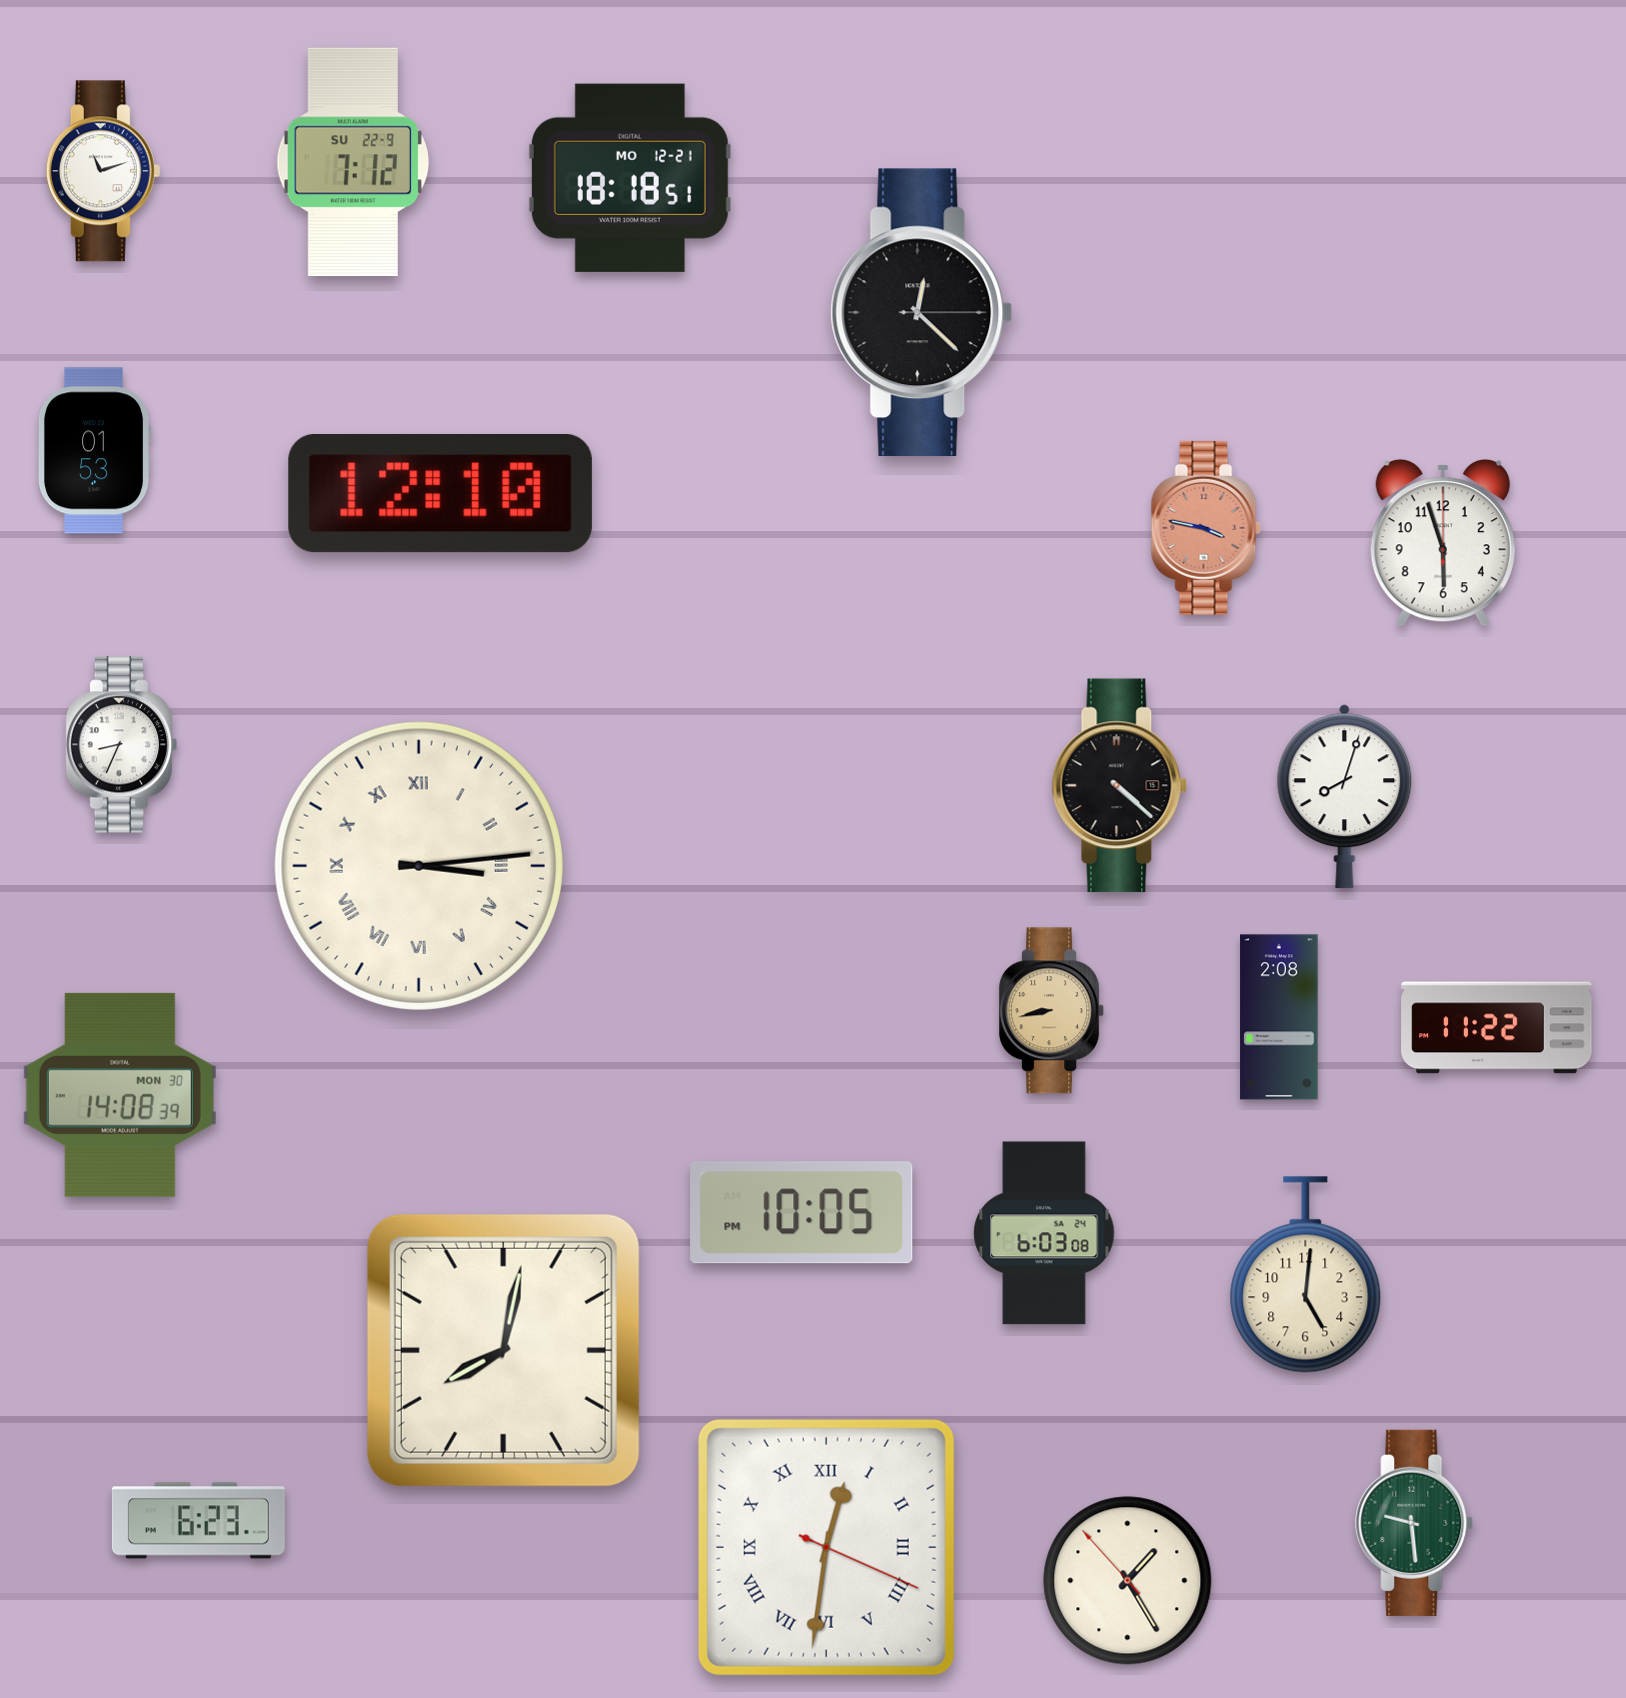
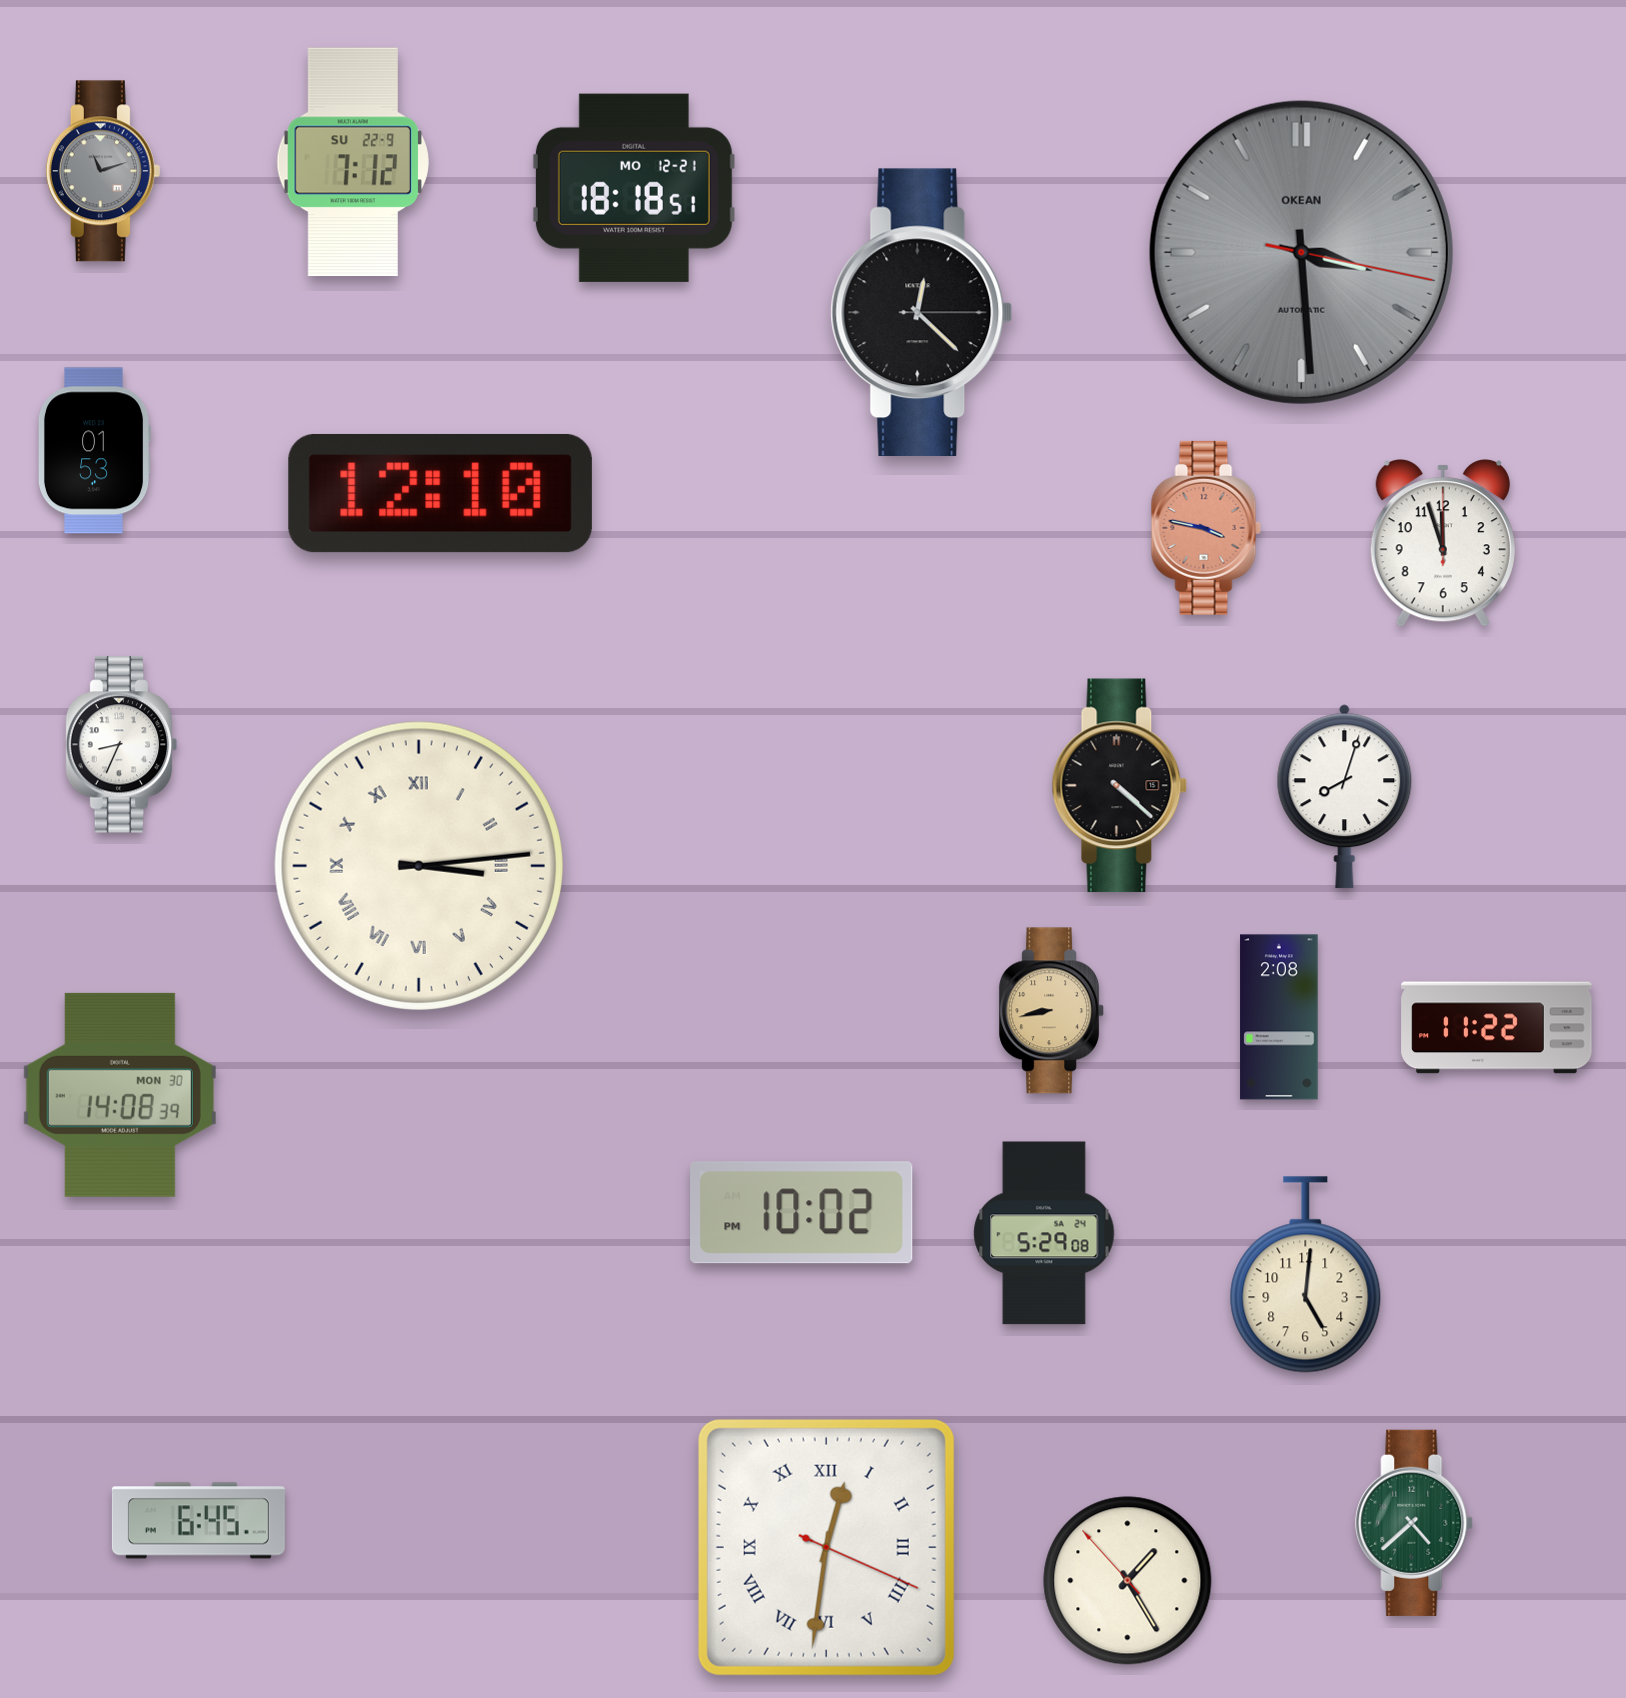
clock at (103, 171) dial: white -> grey
clock at (630, 178) position: (630, 178) -> (634, 188)
clock at (1301, 252): none -> 3:29
clock at (1443, 543): 5:57 -> 11:57
clock at (802, 1213): 10:05 -> 10:02
clock at (1044, 1233): 6:03 -> 5:29
clock at (503, 1350): 8:02 -> none
clock at (198, 1521): 6:23 -> 6:45
clock at (1415, 1523): 9:29 -> 4:38
